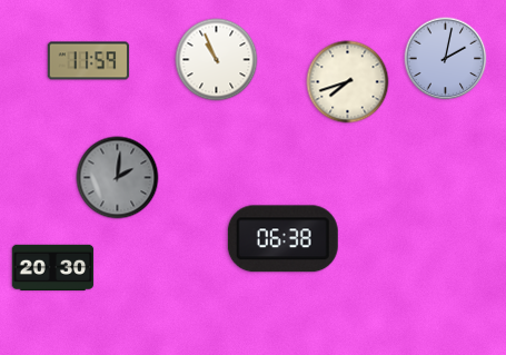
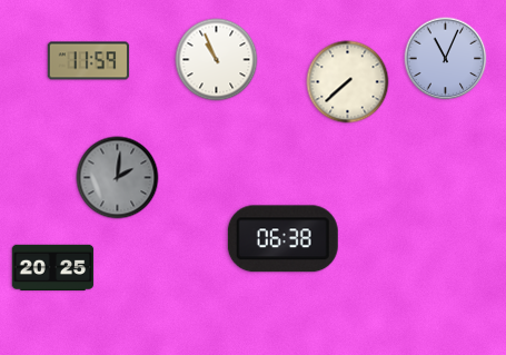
clock at (446, 59): 2:02 -> 11:04
clock at (348, 82): 7:42 -> 7:38
clock at (53, 267): 20:30 -> 20:25
